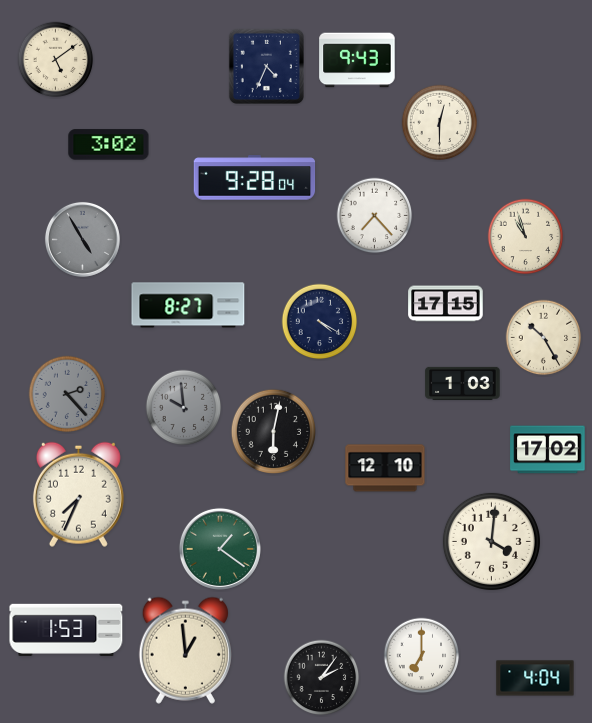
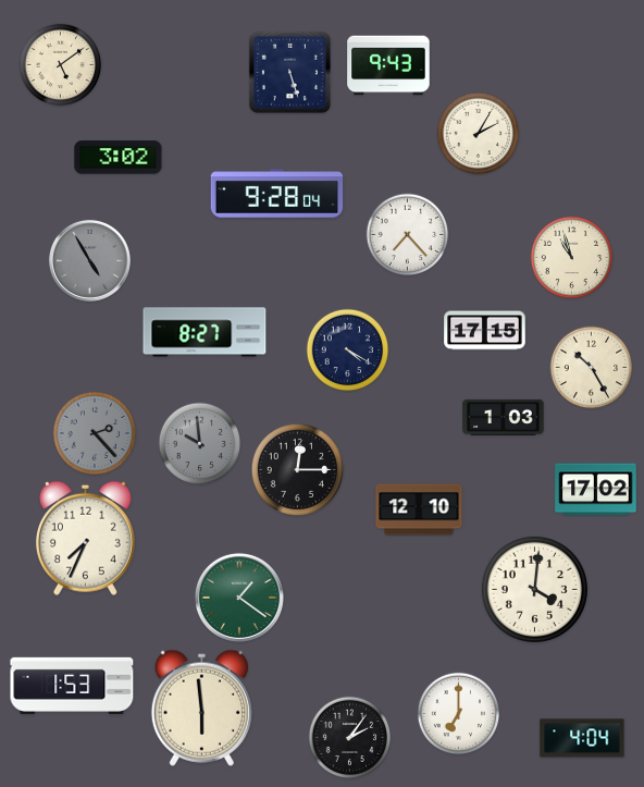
clock at (266, 66): 4:34 -> 5:27
clock at (440, 123): 12:30 -> 2:05
clock at (67, 394) position: (67, 394) -> (95, 433)
clock at (273, 431): 6:02 -> 12:15
clock at (185, 650): 12:59 -> 5:59
